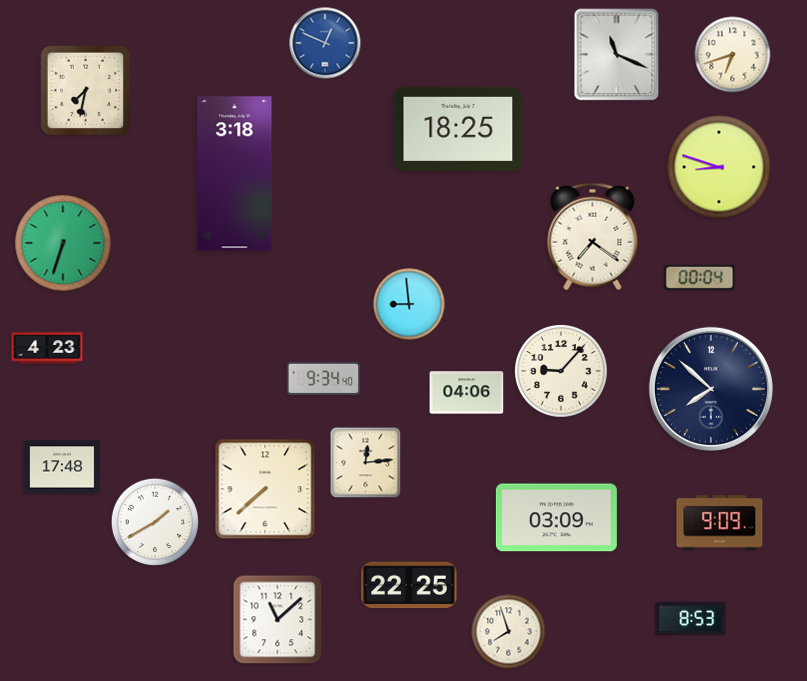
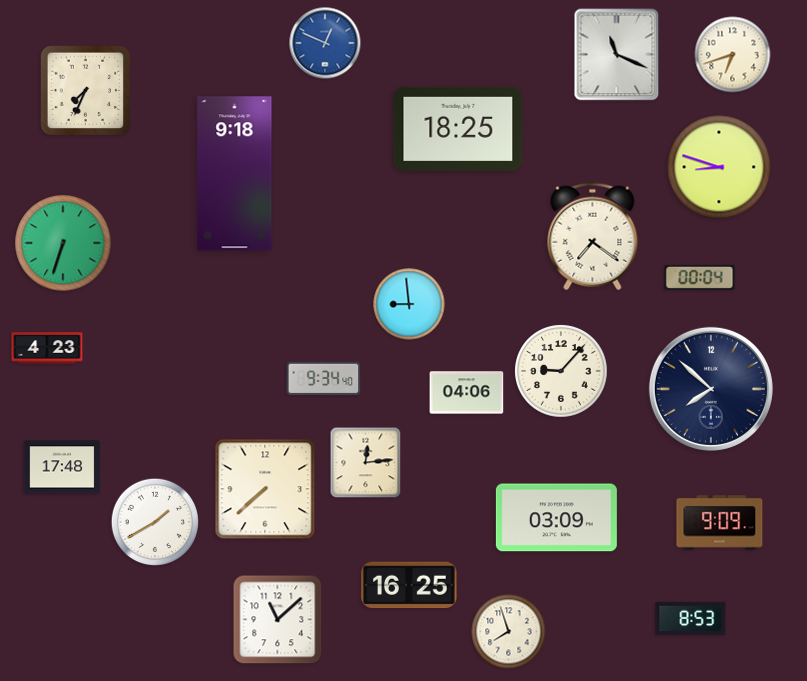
clock at (86, 91): 7:32 -> 7:34
clock at (235, 174): 3:18 -> 9:18
clock at (409, 585): 22:25 -> 16:25
